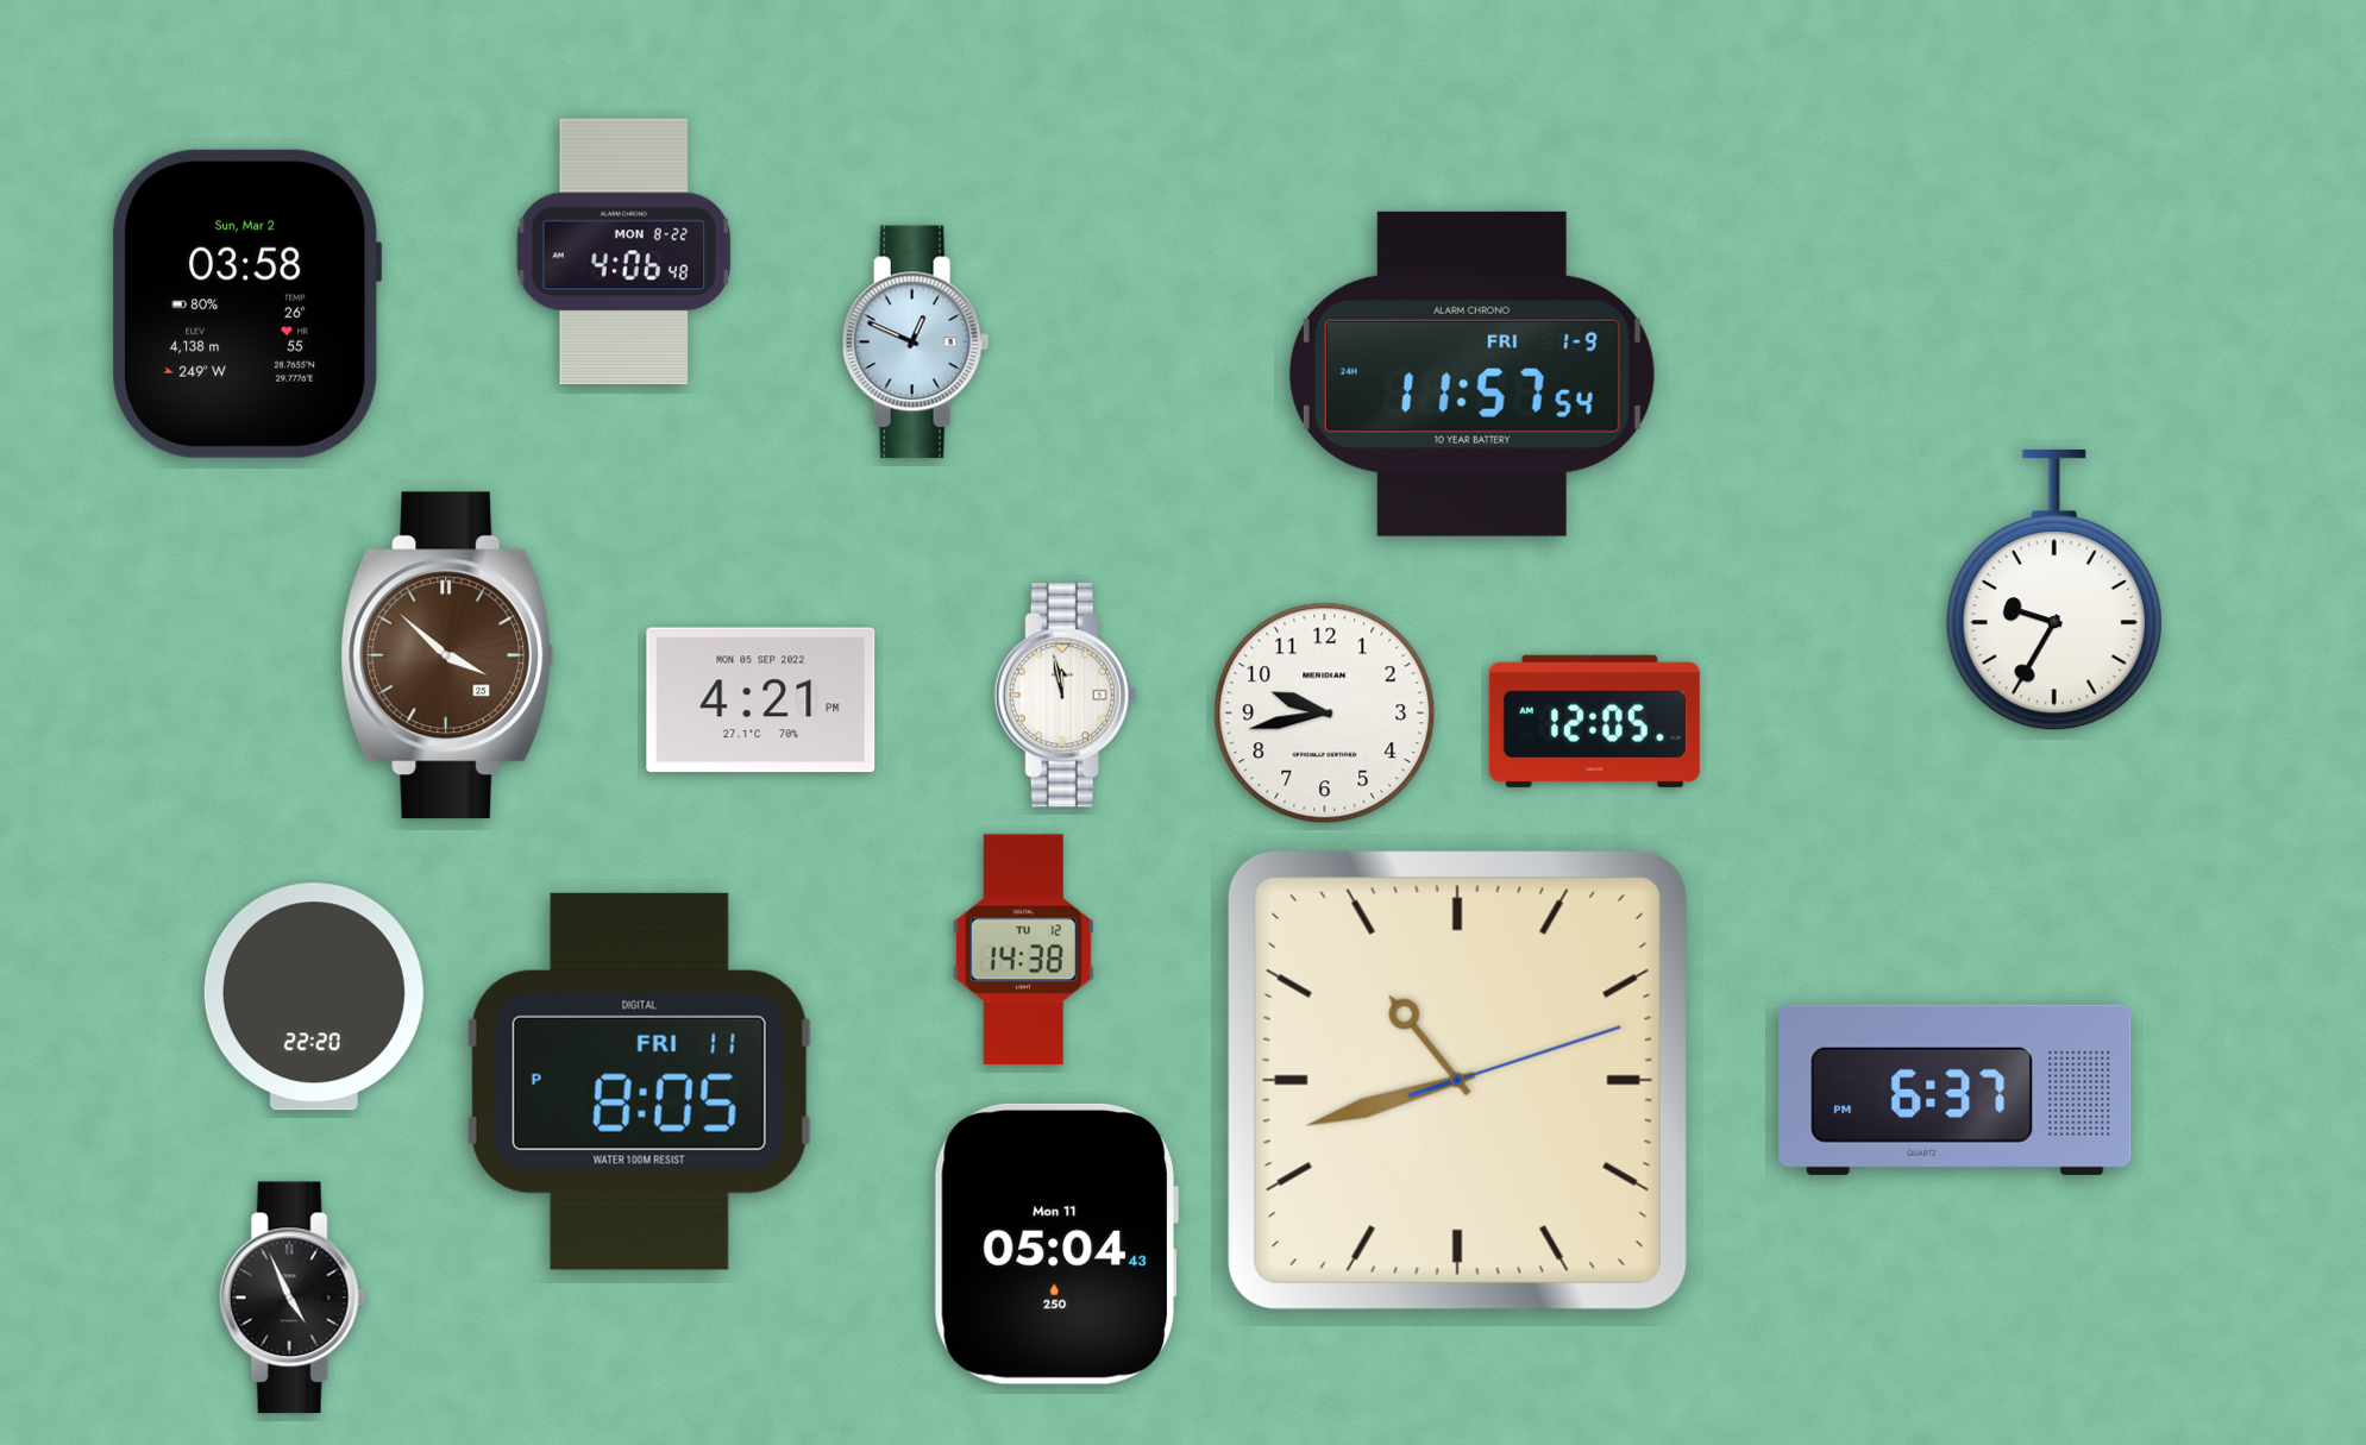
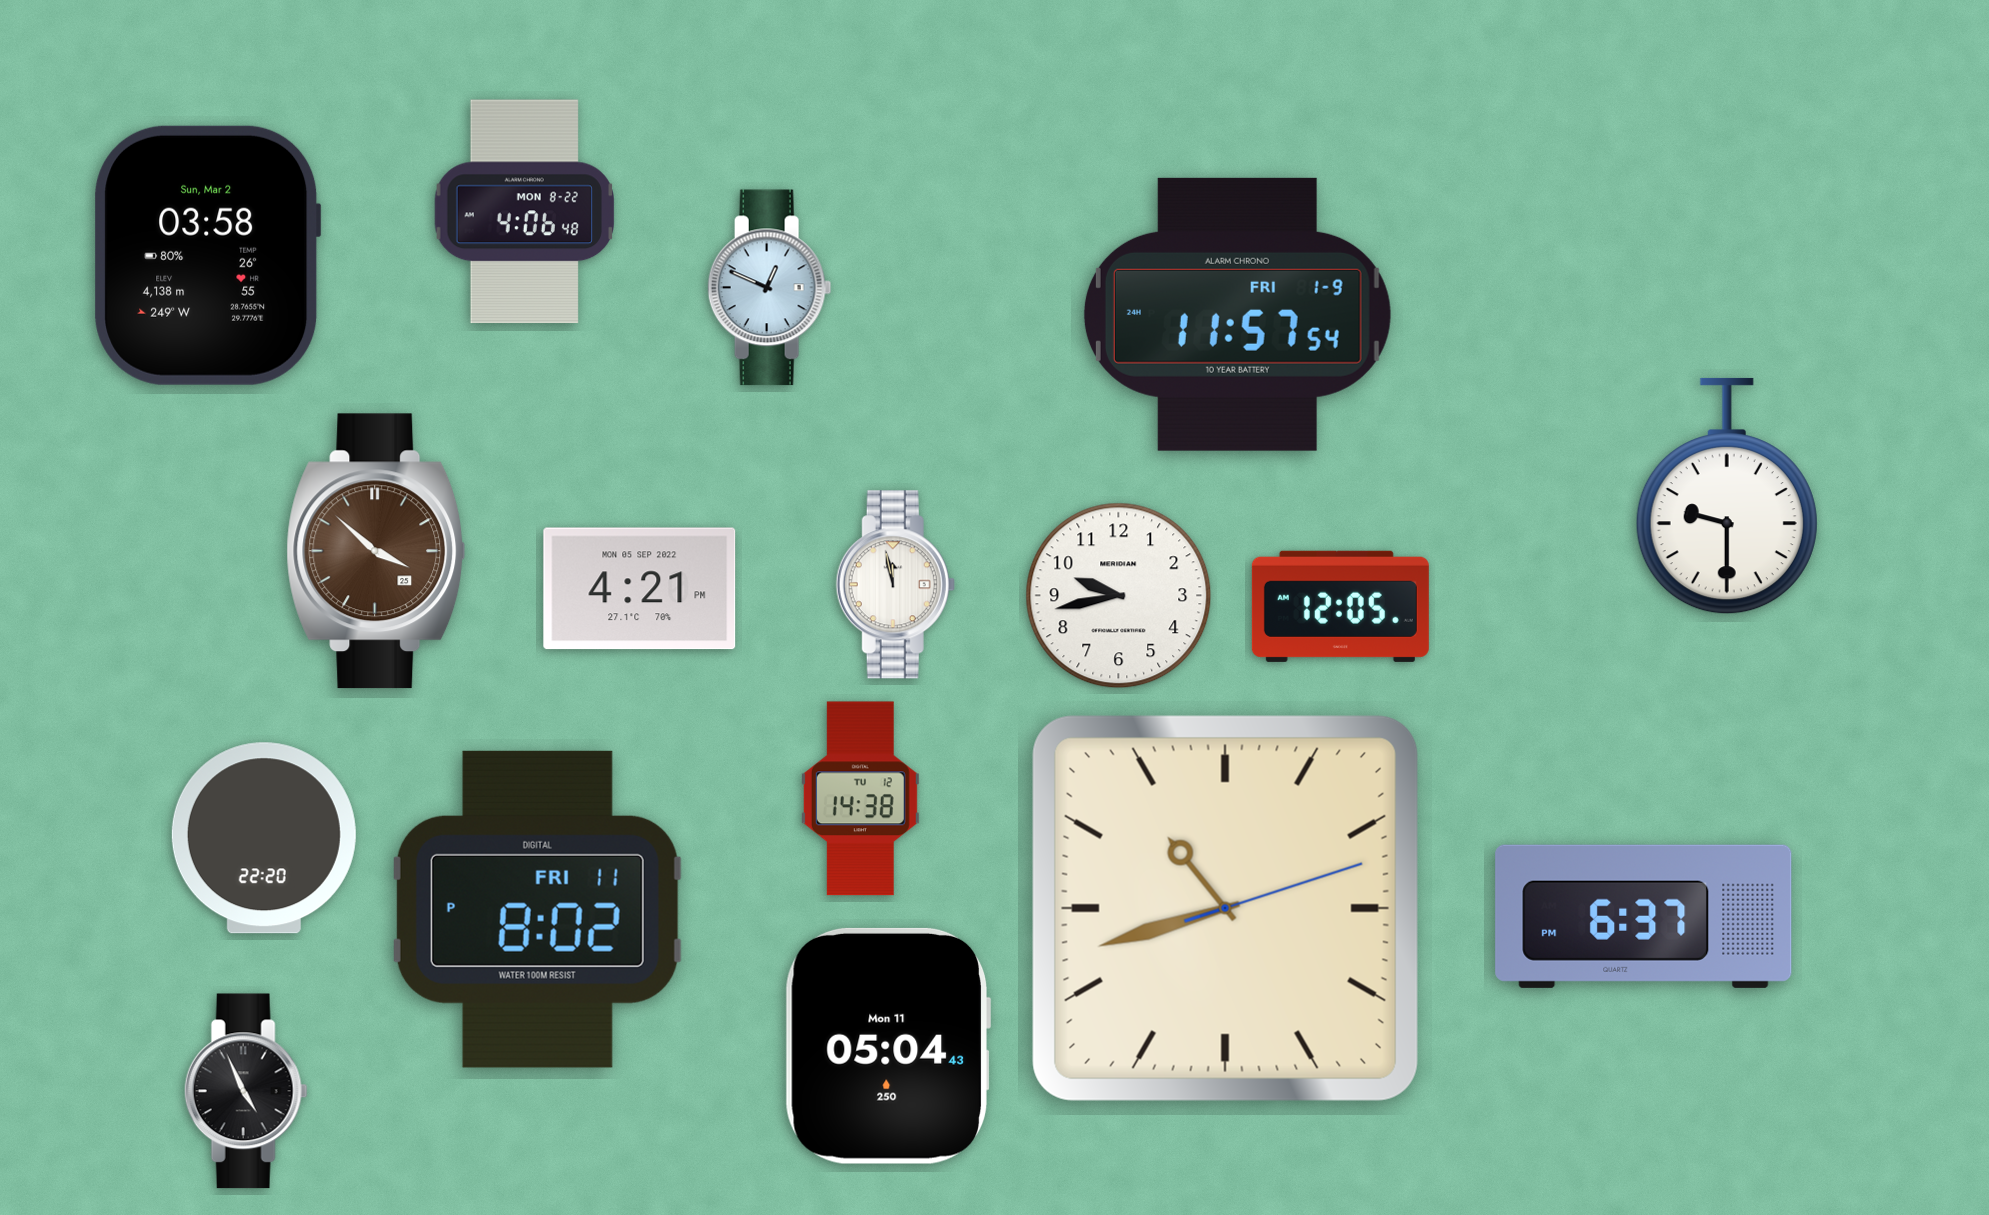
clock at (2054, 590): 9:35 -> 9:30
clock at (1325, 714) position: (1325, 714) -> (1119, 596)
clock at (639, 1081): 8:05 -> 8:02
